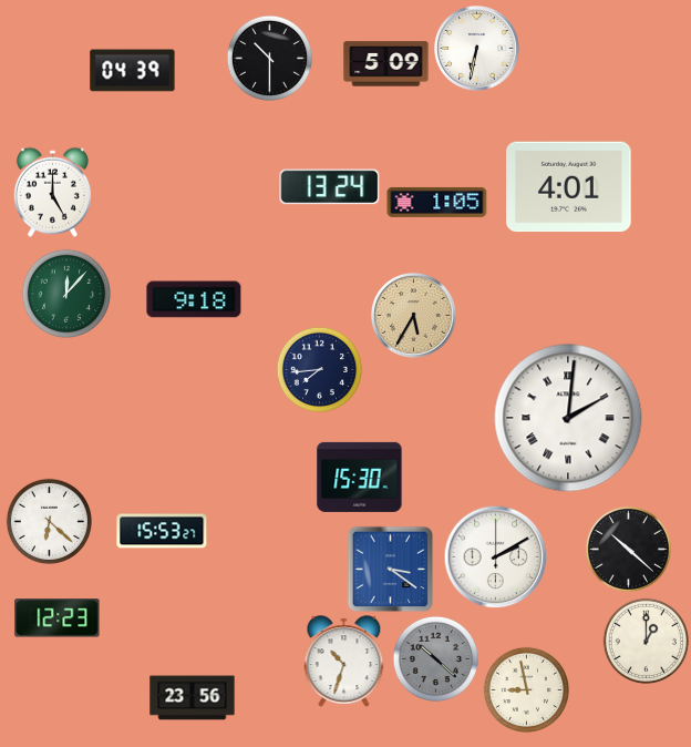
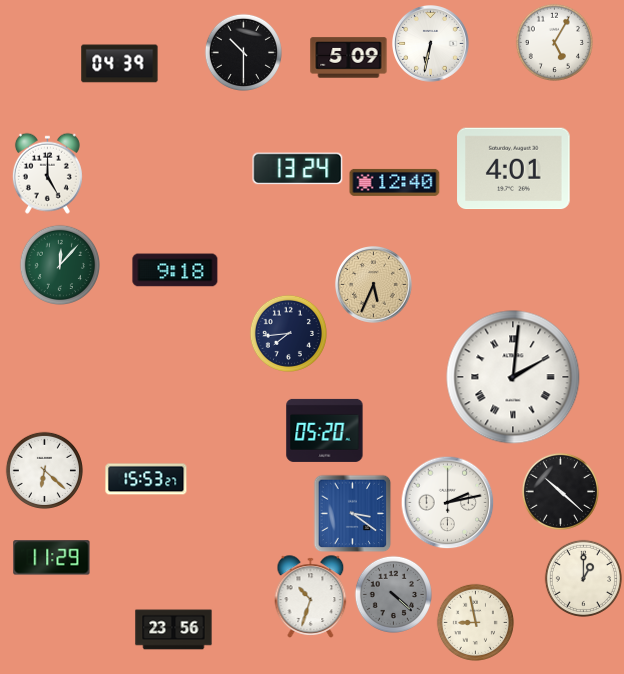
clock at (554, 42): none -> 5:05
clock at (437, 202): 1:05 -> 12:40
clock at (414, 316): 5:35 -> 5:34
clock at (360, 477): 15:30 -> 05:20
clock at (628, 549) position: (628, 549) -> (560, 491)
clock at (495, 556): 2:10 -> 2:13
clock at (58, 618): 12:23 -> 11:29
clock at (435, 658): 10:22 -> 4:22
